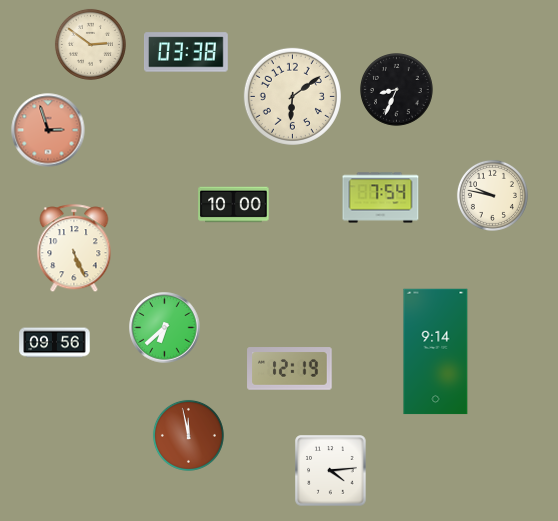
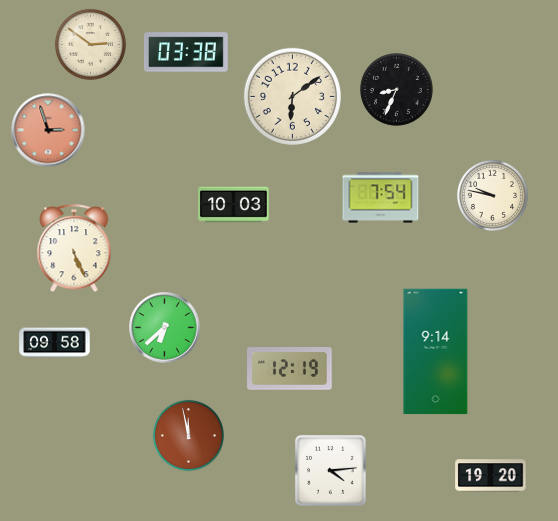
clock at (234, 205): 10:00 -> 10:03
clock at (55, 343): 09:56 -> 09:58
clock at (491, 476): none -> 19:20
